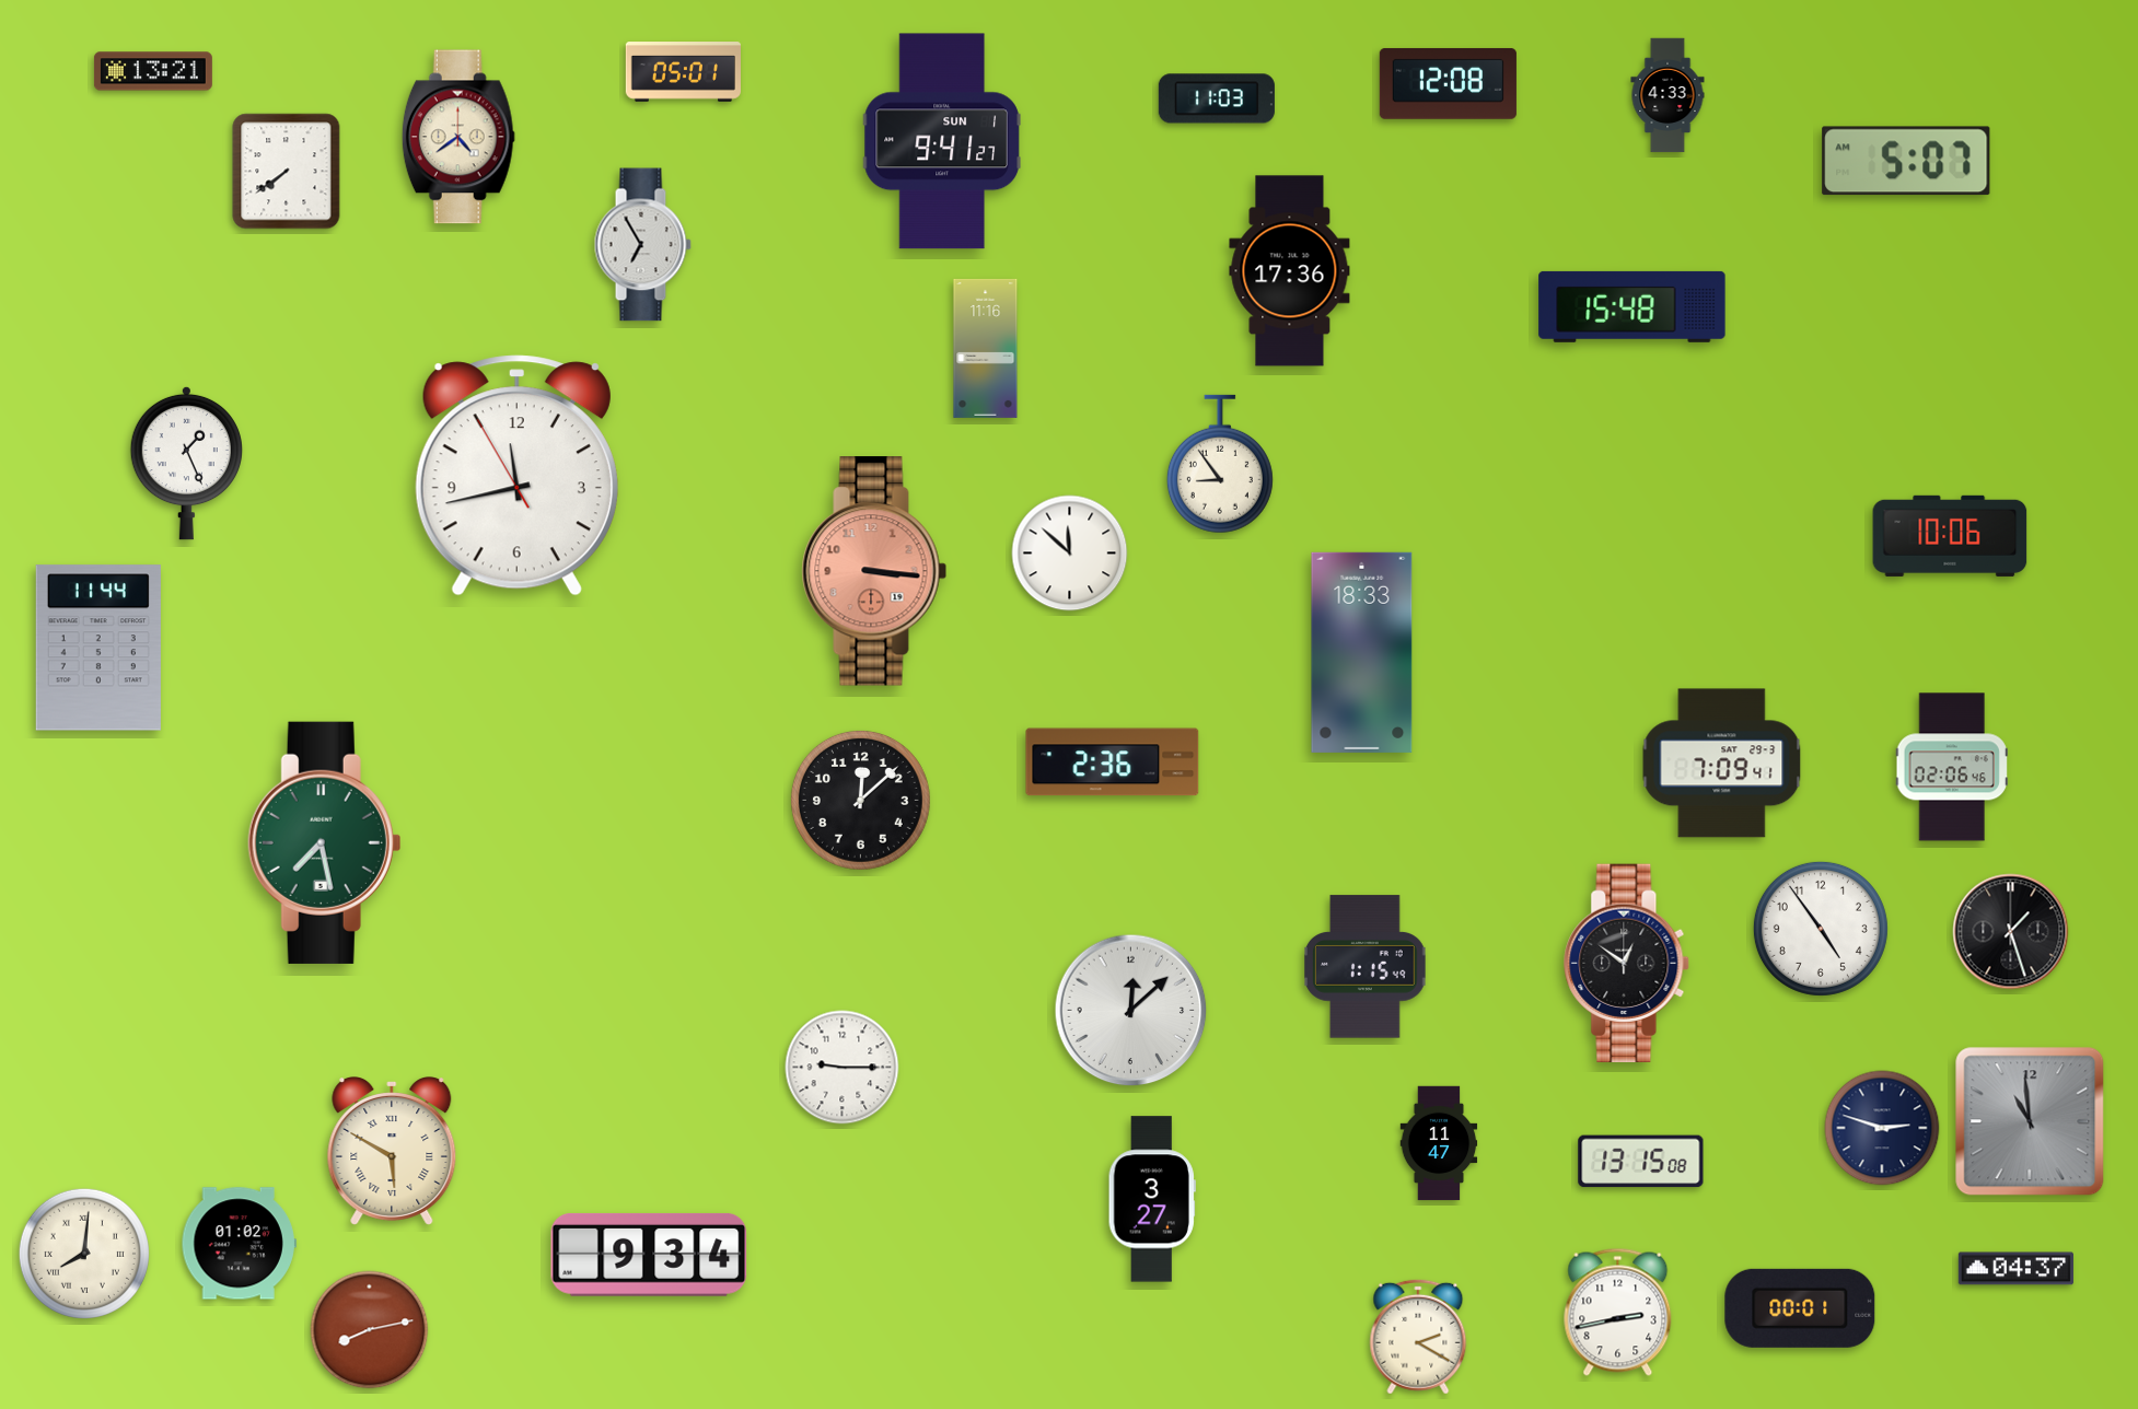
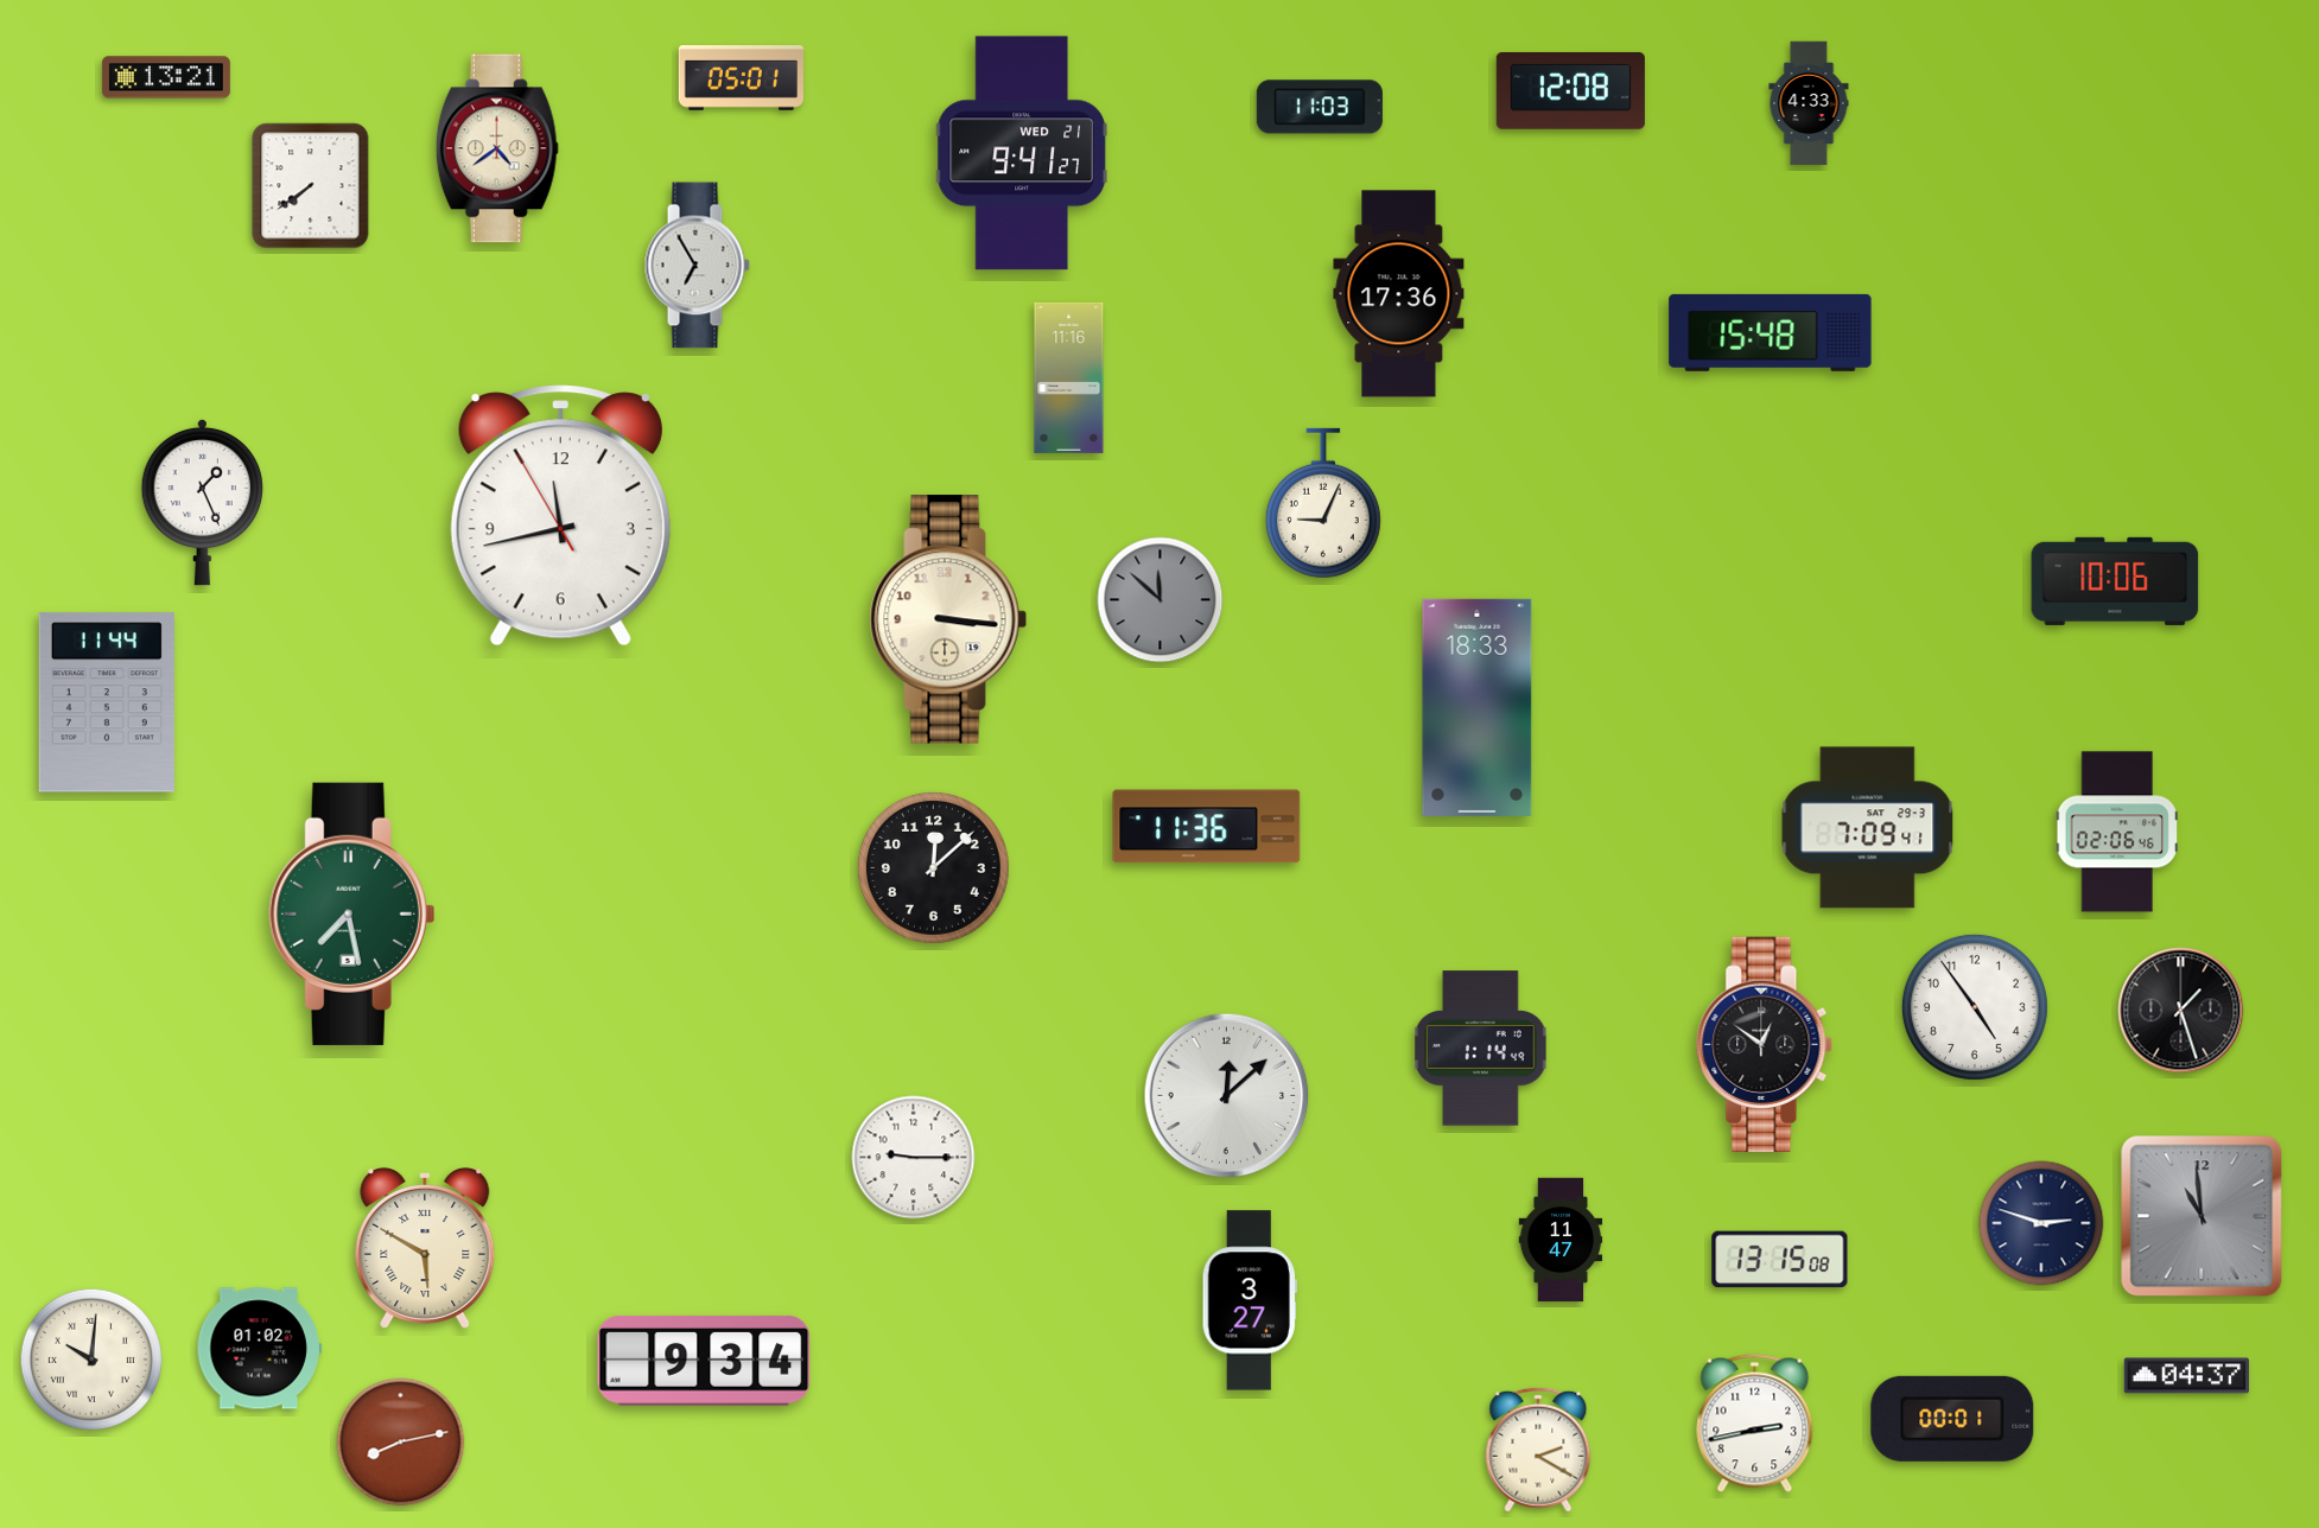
clock at (942, 141) date: SUN 1 -> WED 21
clock at (1906, 161): 5:07 -> none
clock at (1220, 464): 8:54 -> 9:04
clock at (1070, 554) dial: white -> grey
clock at (874, 571) dial: salmon -> cream
clock at (1113, 762): 2:36 -> 11:36
clock at (1366, 967): 1:15 -> 1:14
clock at (84, 1254): 8:01 -> 10:01
